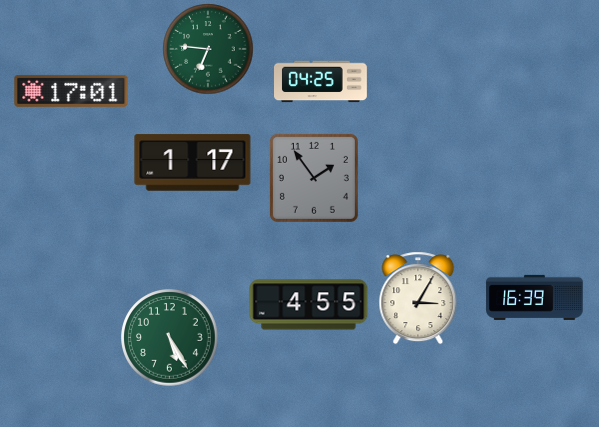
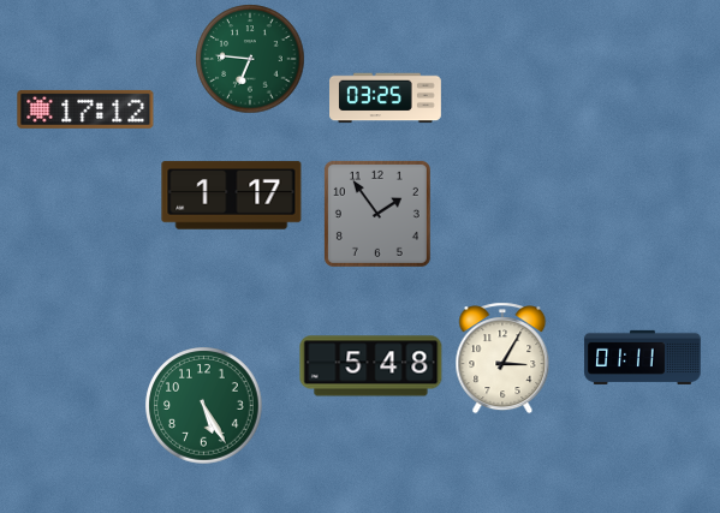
clock at (321, 82): 04:25 -> 03:25
clock at (71, 91): 17:01 -> 17:12
clock at (535, 297): 16:39 -> 01:11
clock at (309, 305): 4:55 -> 5:48
